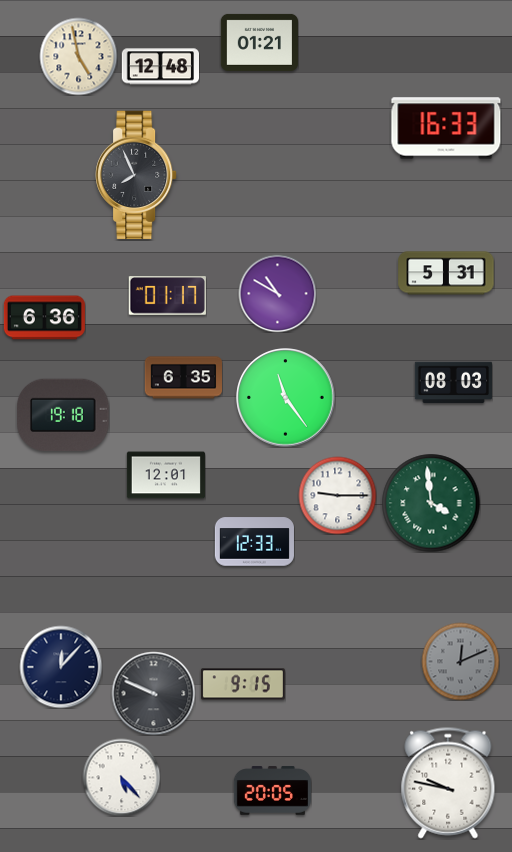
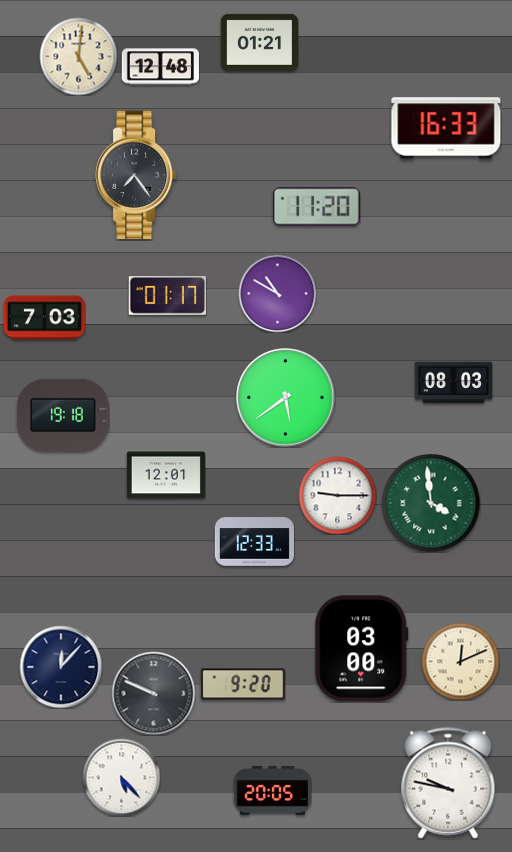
clock at (78, 56): 4:58 -> 5:01
clock at (136, 175): 7:56 -> 7:24
clock at (316, 207): none -> 11:20
clock at (446, 273): 5:31 -> none
clock at (44, 318): 6:36 -> 7:03
clock at (183, 378): 6:35 -> none
clock at (286, 398): 11:24 -> 5:39
clock at (362, 649): none -> 03:00
clock at (460, 661) dial: grey -> cream
clock at (243, 684): 9:15 -> 9:20
